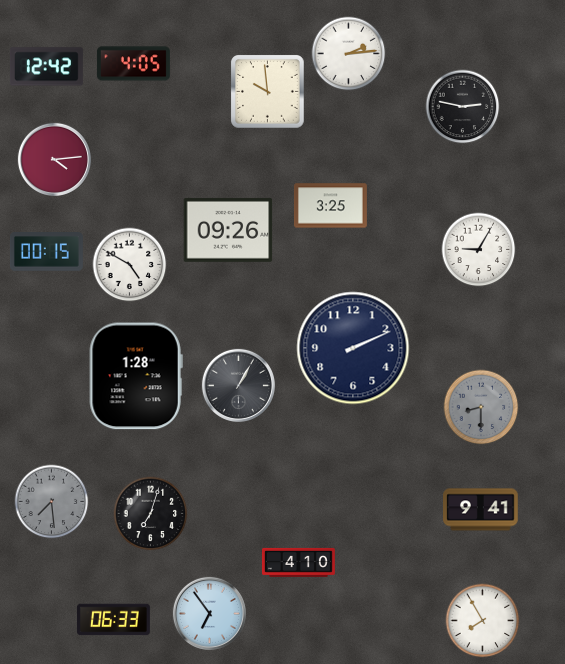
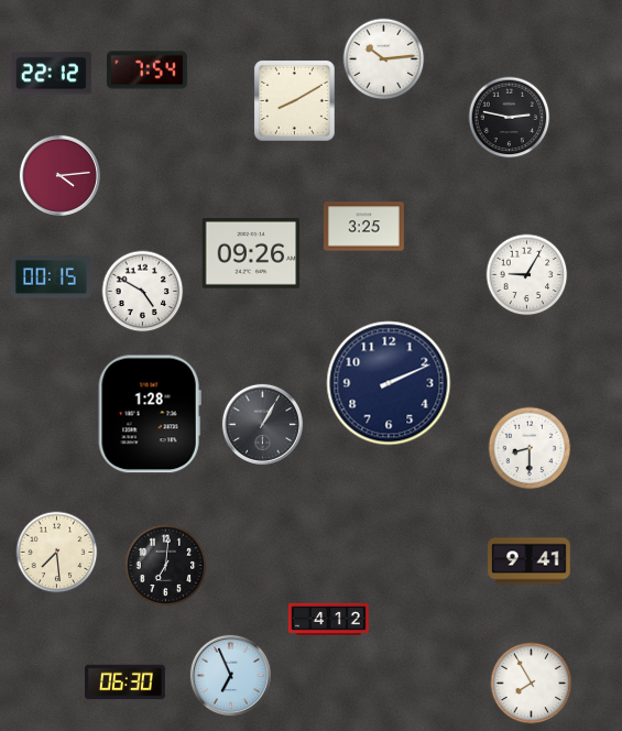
clock at (349, 54): 2:14 -> 10:14
clock at (133, 64): 4:05 -> 7:54
clock at (46, 67): 12:42 -> 22:12
clock at (268, 92): 9:59 -> 8:10
clock at (481, 407) dial: grey -> white
clock at (52, 502) dial: grey -> cream
clock at (151, 514): 7:03 -> 7:01
clock at (298, 562): 4:10 -> 4:12
clock at (209, 613): 6:54 -> 6:56
clock at (113, 620): 06:33 -> 06:30
